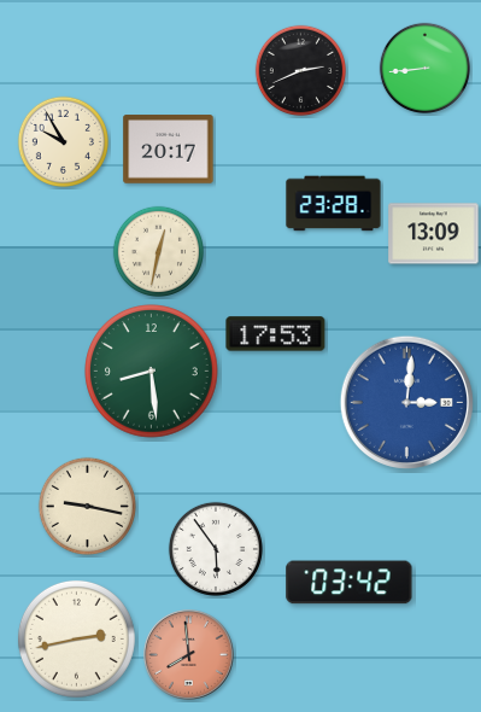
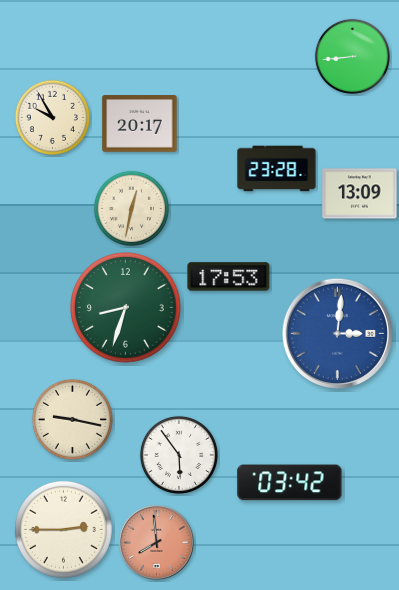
clock at (300, 70): 2:41 -> none
clock at (152, 372): 8:29 -> 8:33
clock at (76, 638): 2:43 -> 2:45
